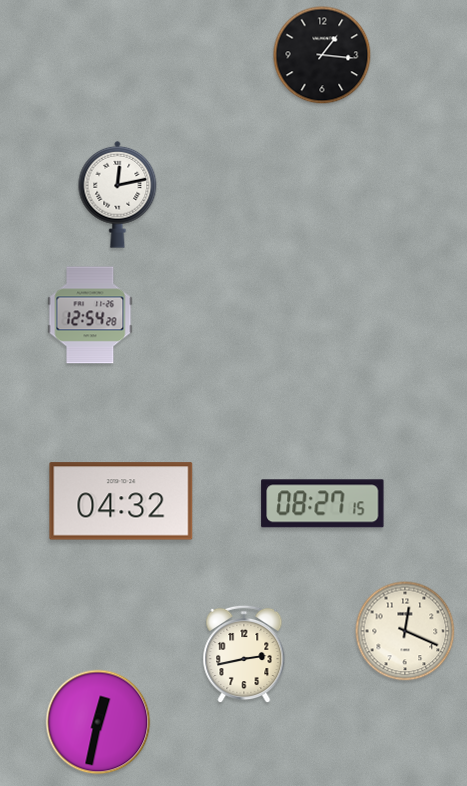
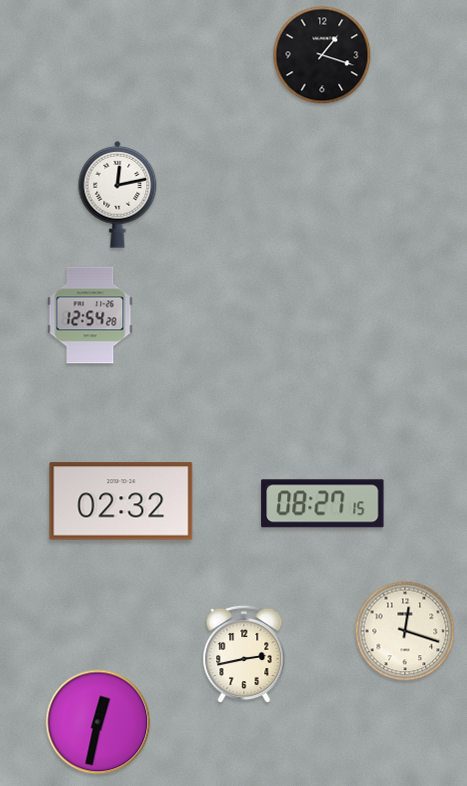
clock at (322, 55): 1:16 -> 1:18
clock at (121, 501): 04:32 -> 02:32
clock at (405, 631): 12:19 -> 12:18
